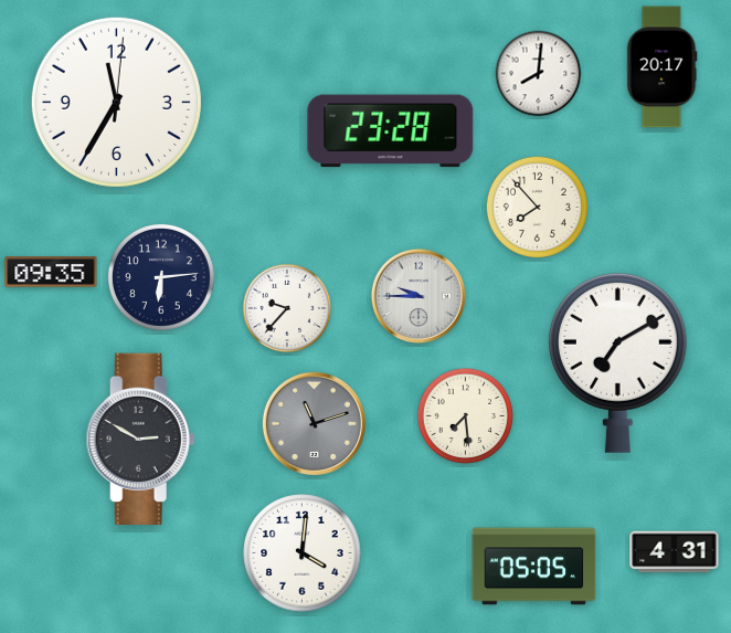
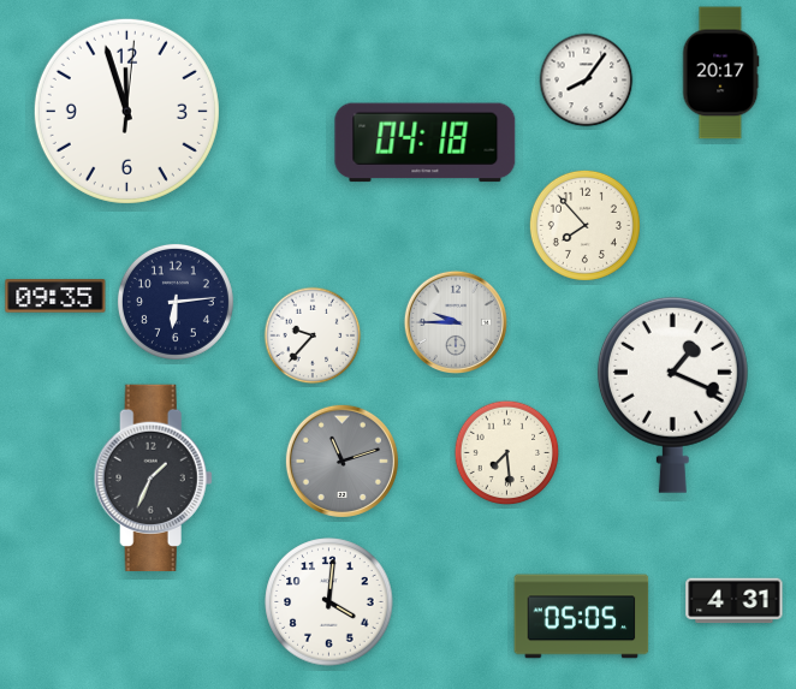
clock at (539, 74): 8:01 -> 8:06
clock at (116, 102): 11:35 -> 11:57
clock at (391, 131): 23:28 -> 04:18
clock at (617, 362): 7:10 -> 1:19
clock at (140, 440): 2:50 -> 1:34
